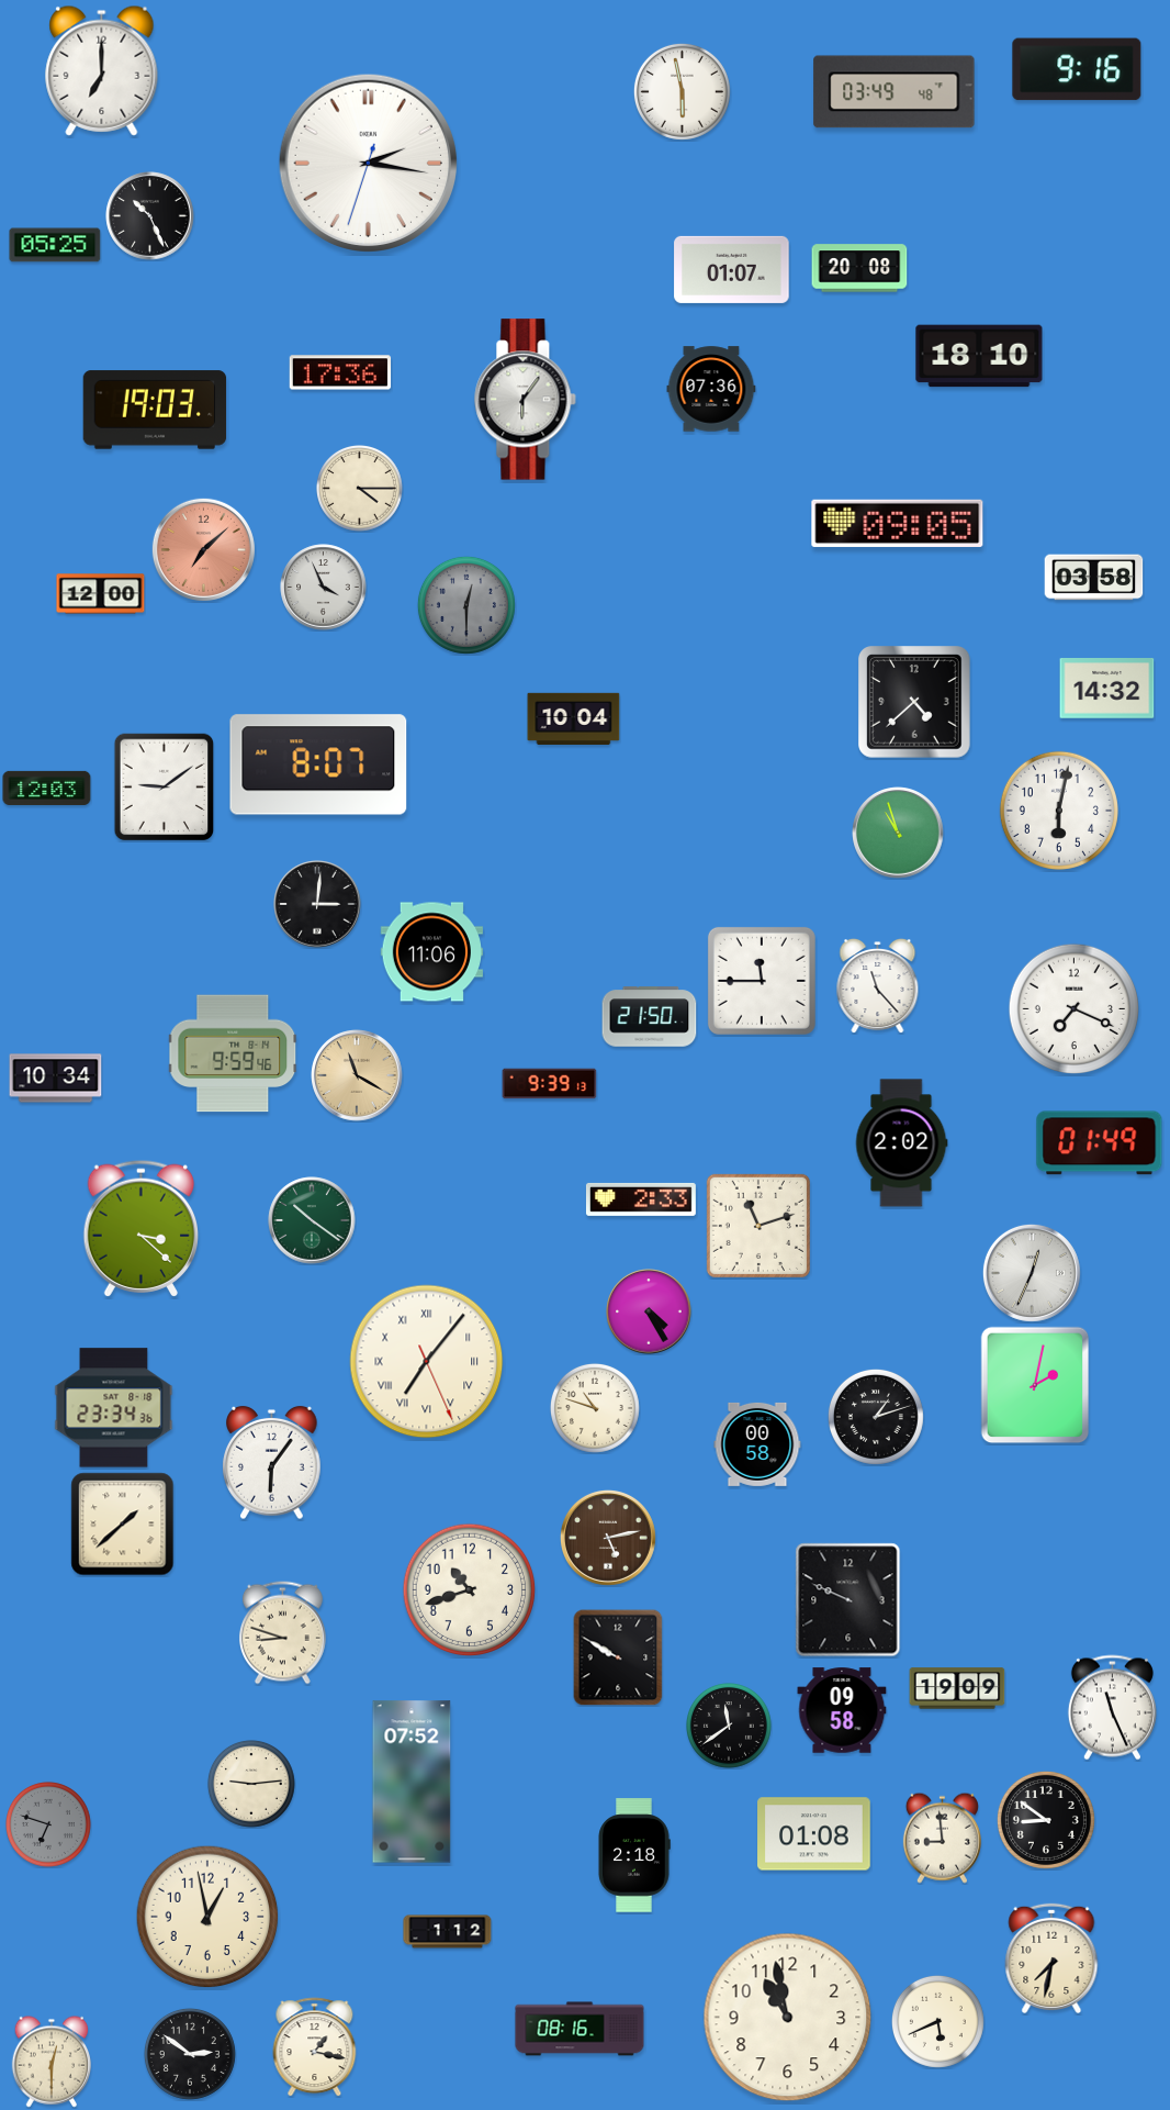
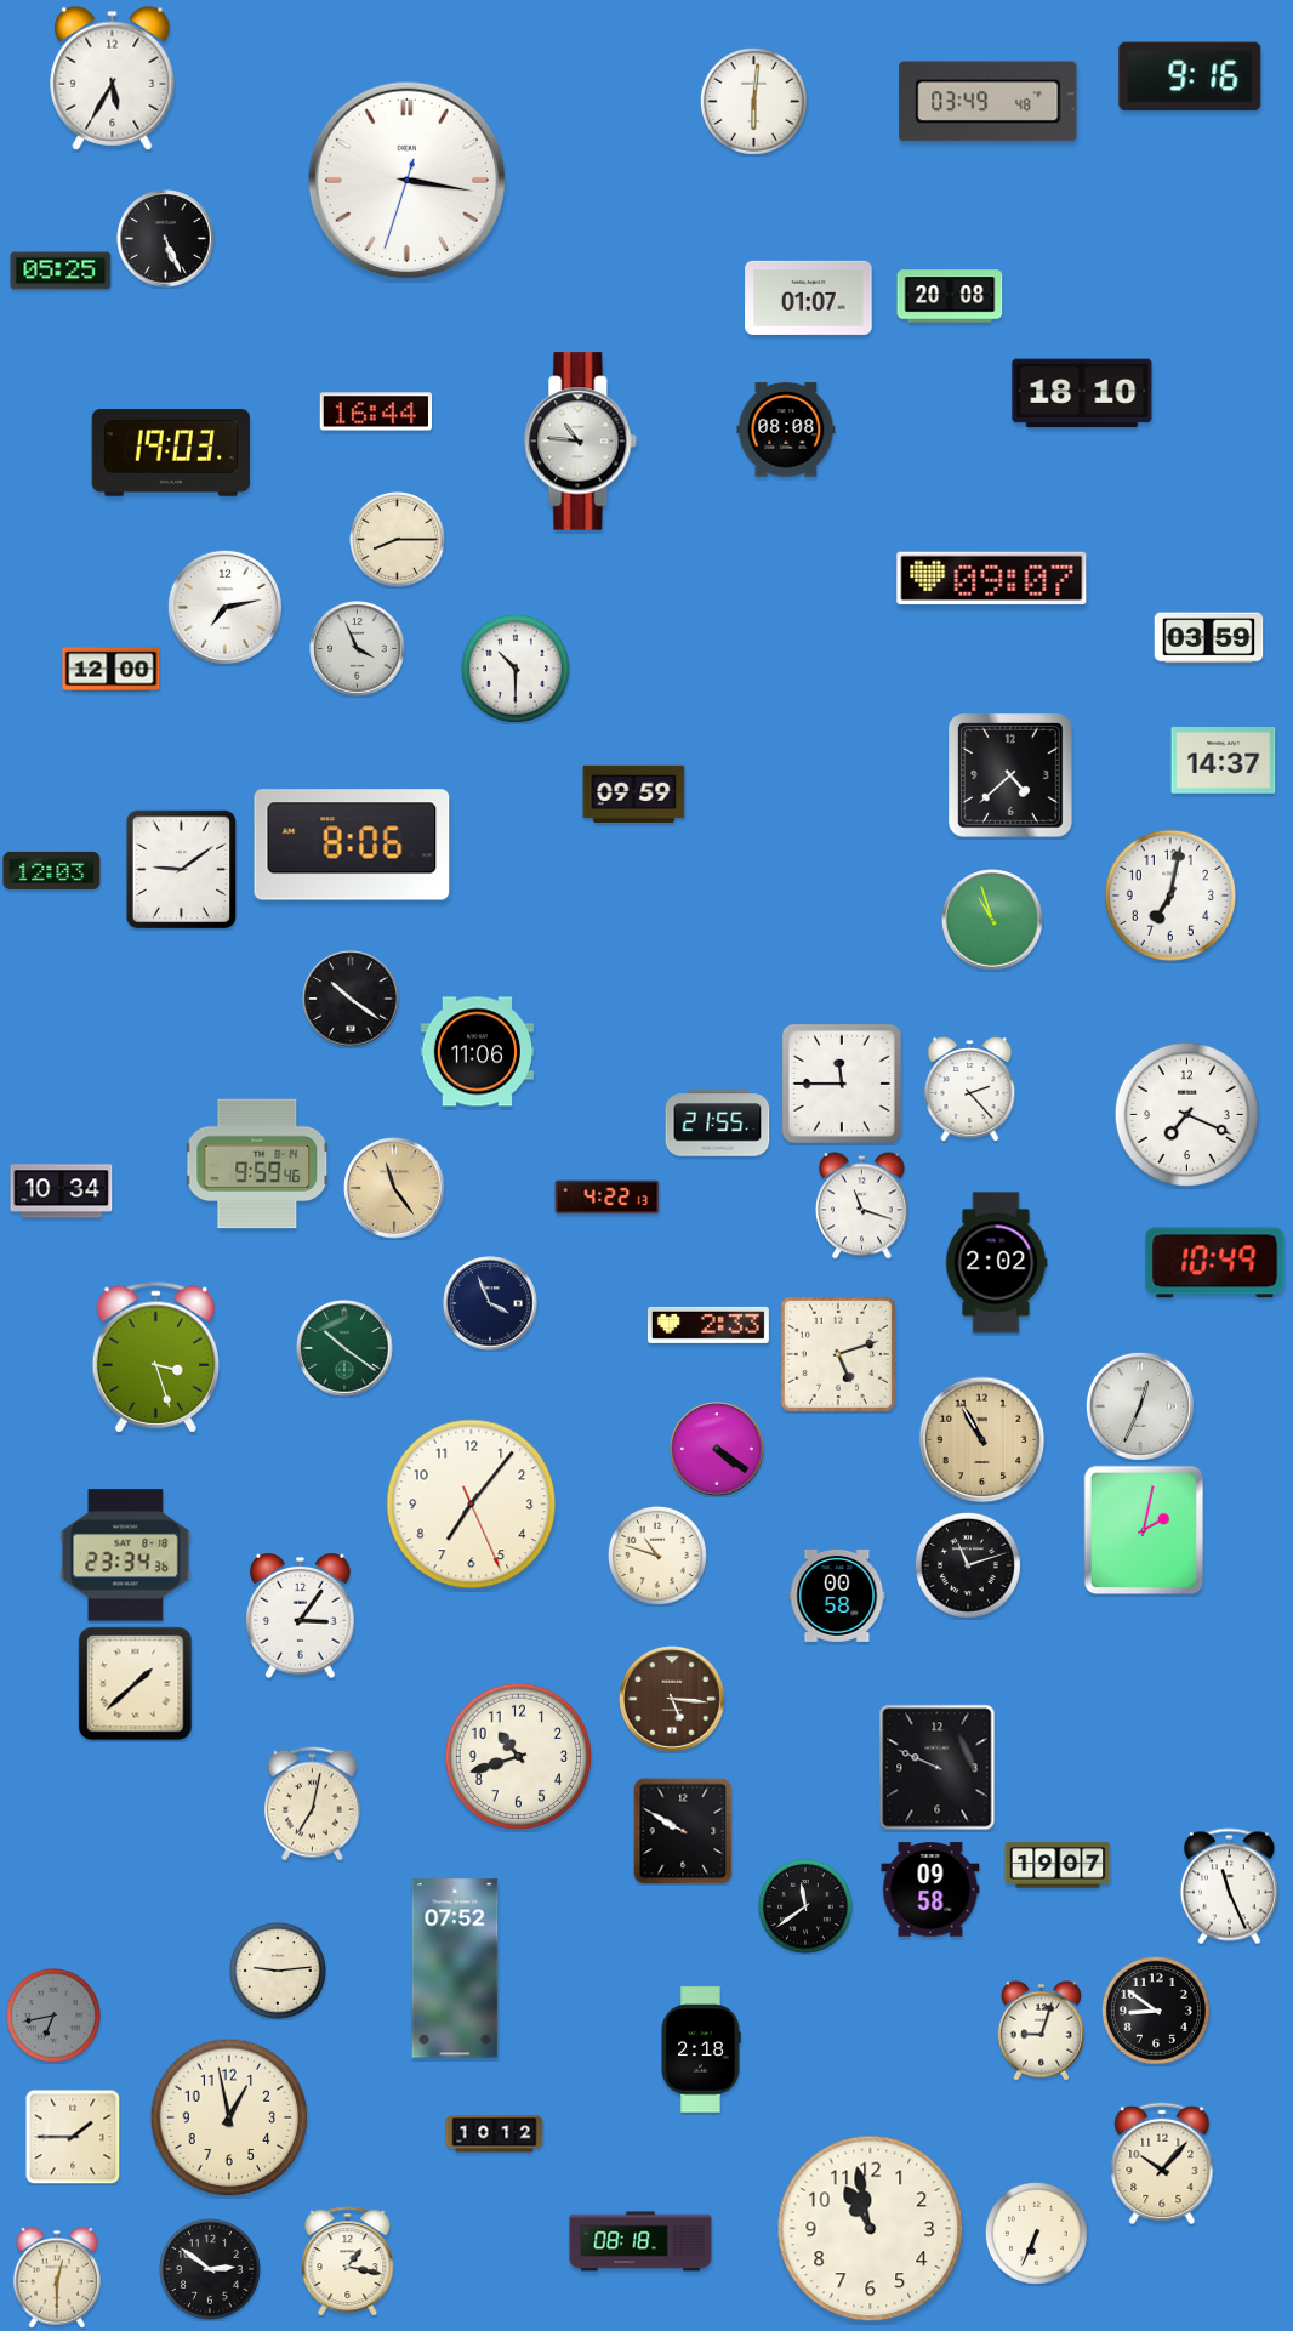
clock at (102, 70): 7:00 -> 5:35
clock at (682, 91): 5:58 -> 6:01
clock at (369, 164): 2:16 -> 3:16
clock at (150, 216): 10:26 -> 5:26
clock at (340, 372): 17:36 -> 16:44
clock at (711, 389): 07:36 -> 08:08
clock at (526, 400): 6:06 -> 10:46
clock at (360, 489): 4:15 -> 8:15
clock at (898, 523): 09:05 -> 09:07
clock at (203, 549): 7:08 -> 7:13
clock at (203, 549) dial: salmon -> white
clock at (1094, 578): 03:58 -> 03:59
clock at (101, 594) position: (101, 594) -> (112, 670)
clock at (466, 605): 12:30 -> 10:30
clock at (466, 605) dial: grey -> white
clock at (1107, 689): 14:32 -> 14:37
clock at (574, 718): 10:04 -> 09:59
clock at (318, 764): 8:07 -> 8:06
clock at (1059, 811): 6:02 -> 7:02
clock at (317, 904): 3:01 -> 10:21
clock at (878, 985): 11:23 -> 2:23
clock at (650, 1017): 21:50 -> 21:55
clock at (357, 1075): 11:20 -> 11:24
clock at (550, 1084): 9:39 -> 4:22
clock at (862, 1206): none -> 11:18
clock at (1100, 1143): 01:49 -> 10:49
clock at (490, 1303): none -> 3:56
clock at (758, 1226): 11:12 -> 5:12
clock at (140, 1228): 3:22 -> 3:27
clock at (982, 1440): none -> 10:55
clock at (649, 1311): 4:25 -> 4:21
clock at (427, 1362) numerals: Roman -> Arabic
clock at (876, 1417): 1:12 -> 11:12
clock at (272, 1463): 6:06 -> 3:06
clock at (608, 1538): 5:13 -> 5:16
clock at (282, 1633): 8:48 -> 7:02
clock at (957, 1688): 19:09 -> 19:07
clock at (49, 1826): 6:48 -> 6:43
clock at (814, 1834): 01:08 -> none
clock at (942, 1838): 8:59 -> 9:03
clock at (448, 1932): 1:12 -> 10:12
clock at (73, 2137): none -> 1:45
clock at (1051, 1958): 7:32 -> 10:07
clock at (937, 2021): 5:41 -> 6:34
clock at (580, 2029): 08:16 -> 08:18
